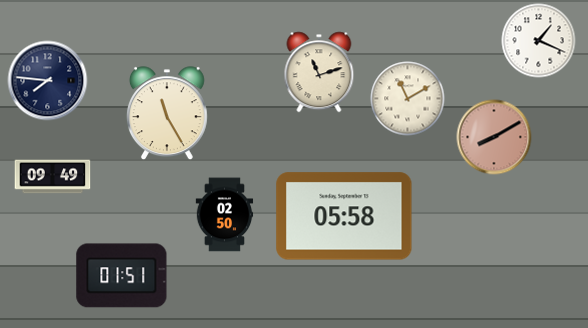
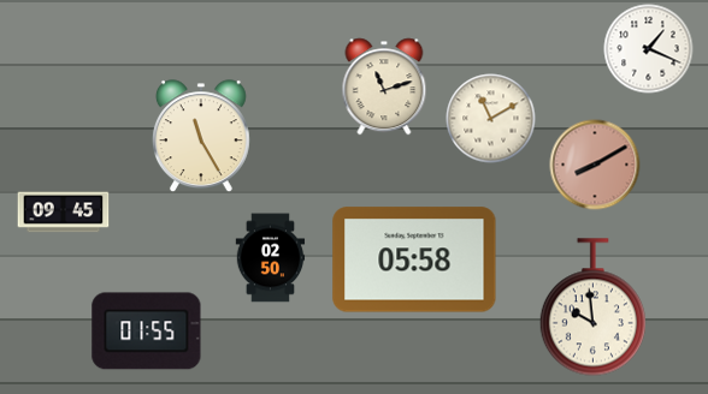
clock at (48, 81): 7:46 -> none
clock at (53, 177): 09:49 -> 09:45
clock at (592, 308): none -> 9:59
clock at (122, 276): 01:51 -> 01:55
